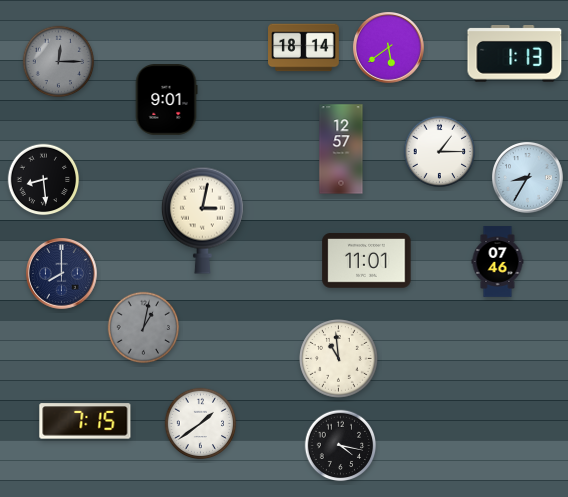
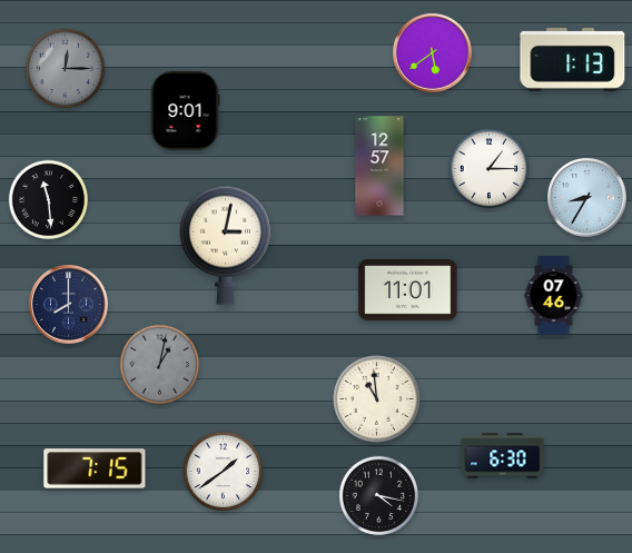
clock at (304, 48): 18:14 -> none
clock at (44, 180): 8:29 -> 11:29
clock at (498, 262) position: (498, 262) -> (554, 296)
clock at (503, 456): none -> 6:30
